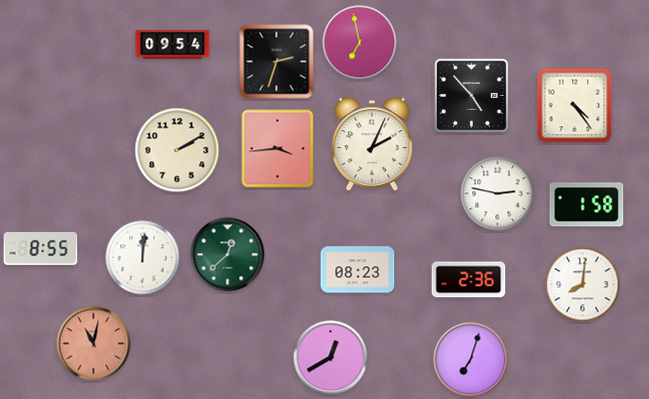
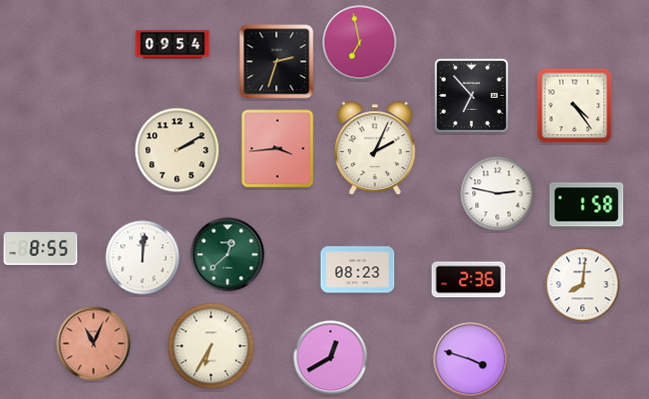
clock at (471, 95): 4:53 -> 6:53
clock at (372, 145) position: (372, 145) -> (375, 149)
clock at (94, 344): 11:02 -> 11:04
clock at (211, 346): none -> 6:35
clock at (471, 360): 7:03 -> 3:48
